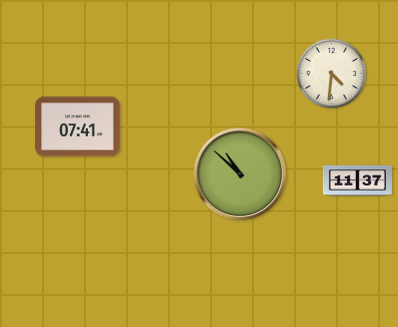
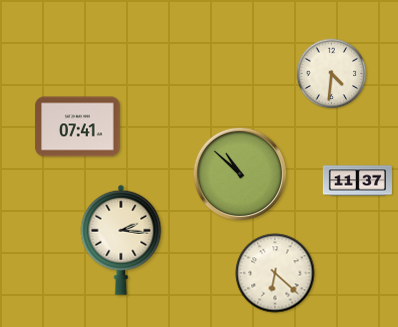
clock at (121, 240): none -> 2:16
clock at (275, 273): none -> 6:22
